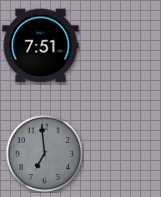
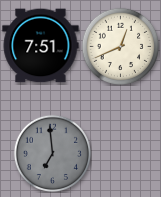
clock at (120, 46): none -> 12:41
clock at (44, 153) position: (44, 153) -> (52, 153)
